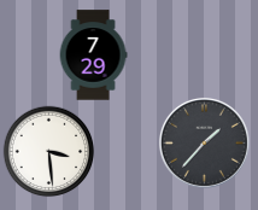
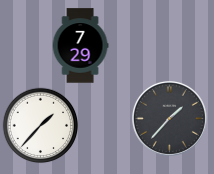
clock at (93, 56) position: (93, 56) -> (80, 46)
clock at (49, 152): 3:29 -> 1:37
